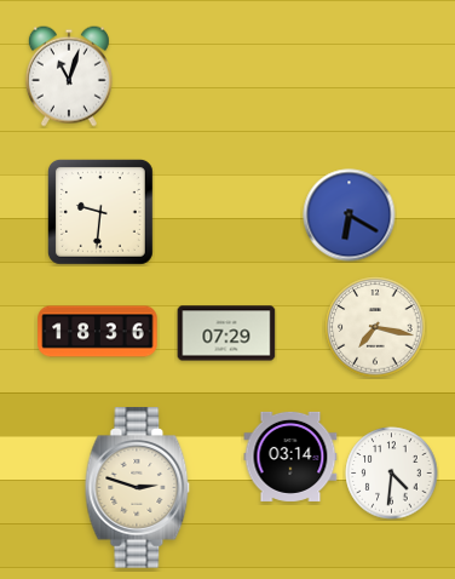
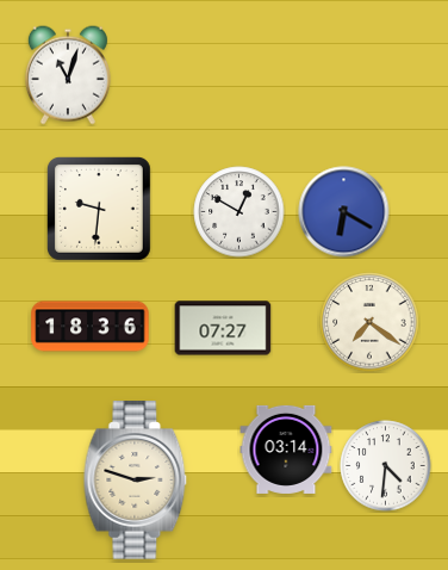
clock at (239, 212): none -> 12:50
clock at (375, 327): 7:17 -> 7:21
clock at (98, 332) position: (98, 332) -> (91, 327)
clock at (226, 333): 07:29 -> 07:27
